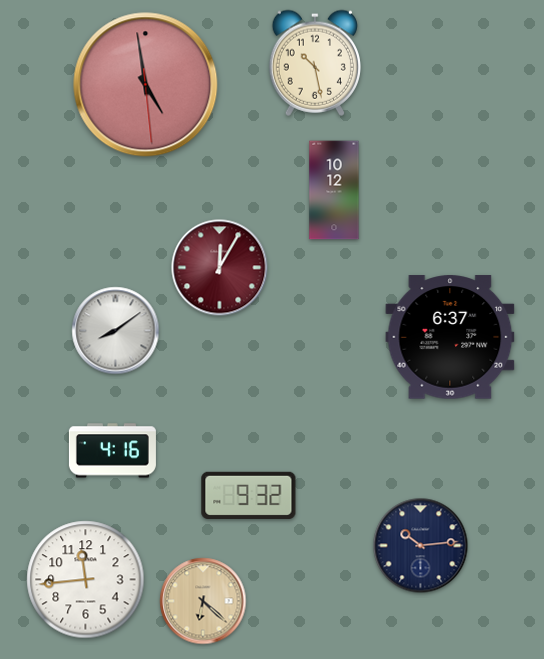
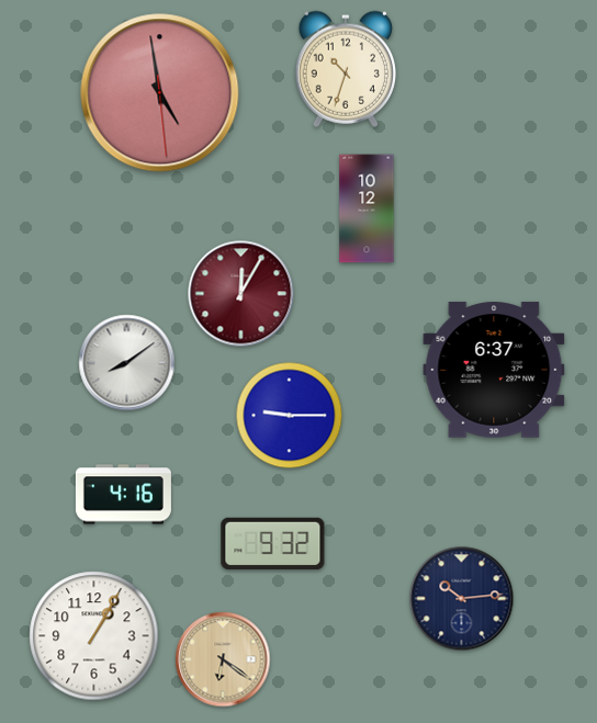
clock at (315, 63): 10:28 -> 10:33
clock at (290, 416): none -> 9:15
clock at (86, 580): 11:44 -> 1:05
clock at (203, 601): 6:22 -> 6:21
